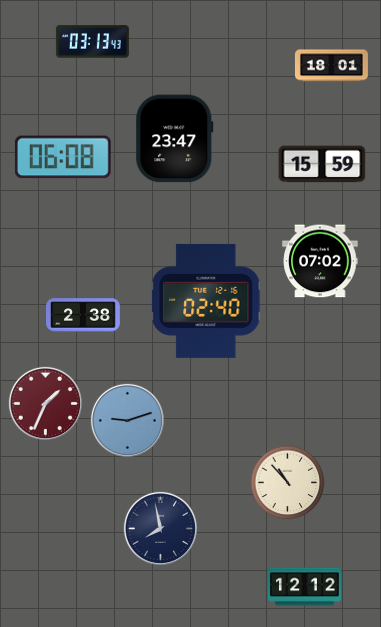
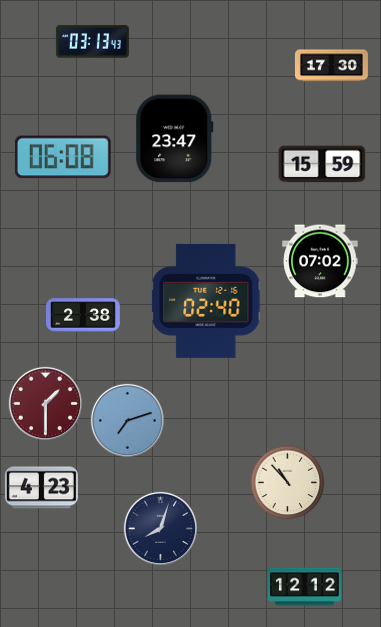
clock at (331, 66): 18:01 -> 17:30
clock at (45, 403): 1:34 -> 1:30
clock at (127, 420): 9:12 -> 7:12
clock at (41, 488): none -> 4:23
clock at (160, 528): 7:58 -> 8:03
